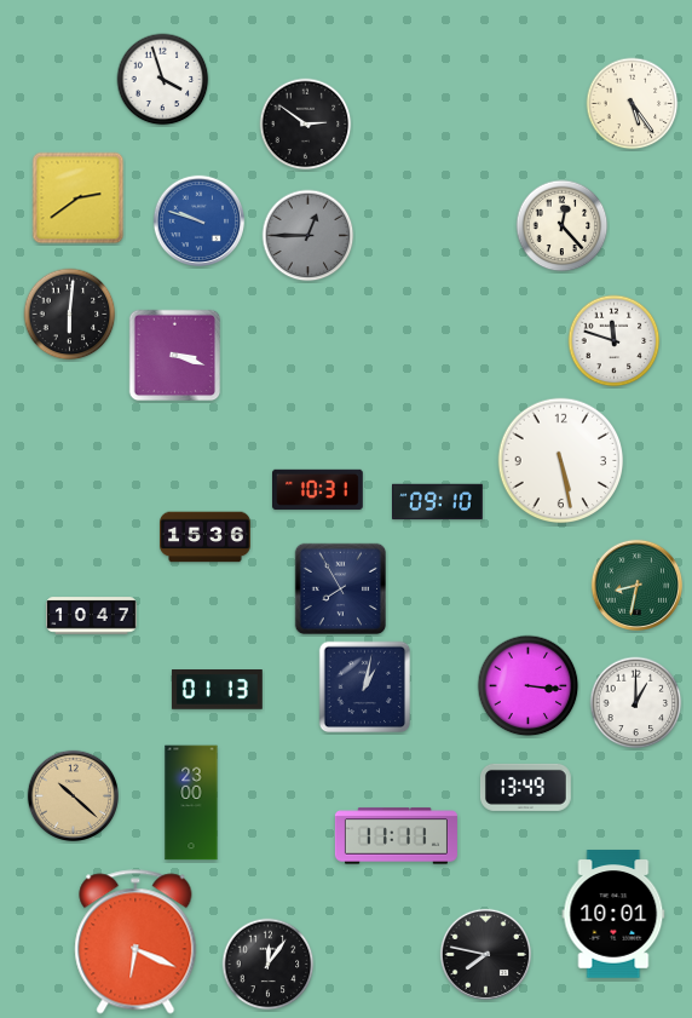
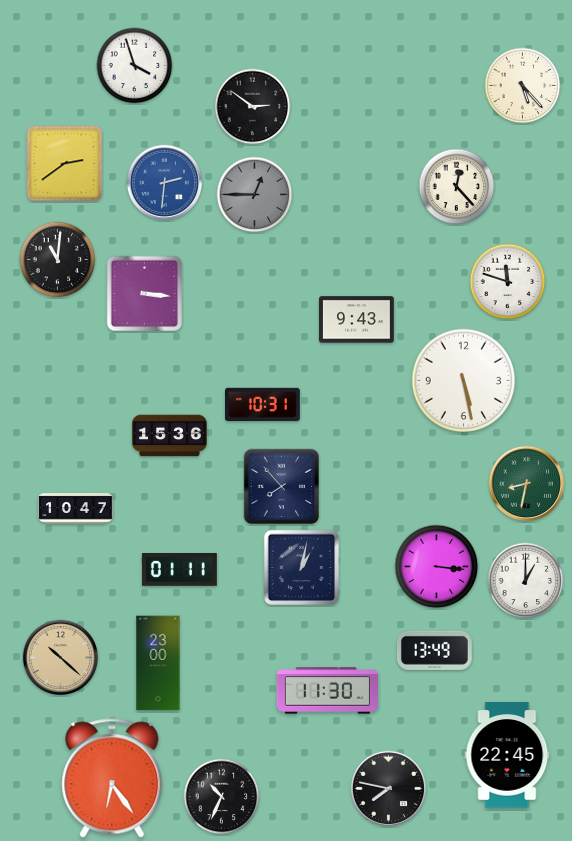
clock at (633, 104): 5:24 -> 5:23
clock at (306, 125) position: (306, 125) -> (253, 107)
clock at (198, 220): 9:48 -> 2:31
clock at (563, 226) position: (563, 226) -> (457, 187)
clock at (70, 315): 6:01 -> 11:01
clock at (175, 356): 3:18 -> 3:16
clock at (357, 320): none -> 9:43
clock at (438, 502): 09:10 -> none
clock at (206, 537) position: (206, 537) -> (170, 436)
clock at (341, 589): 7:55 -> 7:53
clock at (218, 690): 01:13 -> 01:11
clock at (396, 836): 11:11 -> 11:30
clock at (613, 914): 10:01 -> 22:45
clock at (135, 942): 6:19 -> 6:24
clock at (485, 954) position: (485, 954) -> (388, 788)
clock at (269, 965): 12:06 -> 10:34
